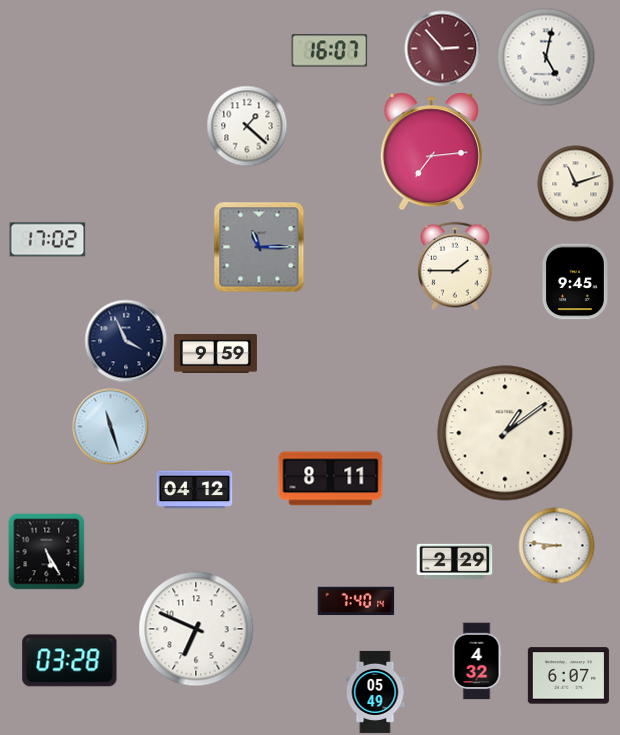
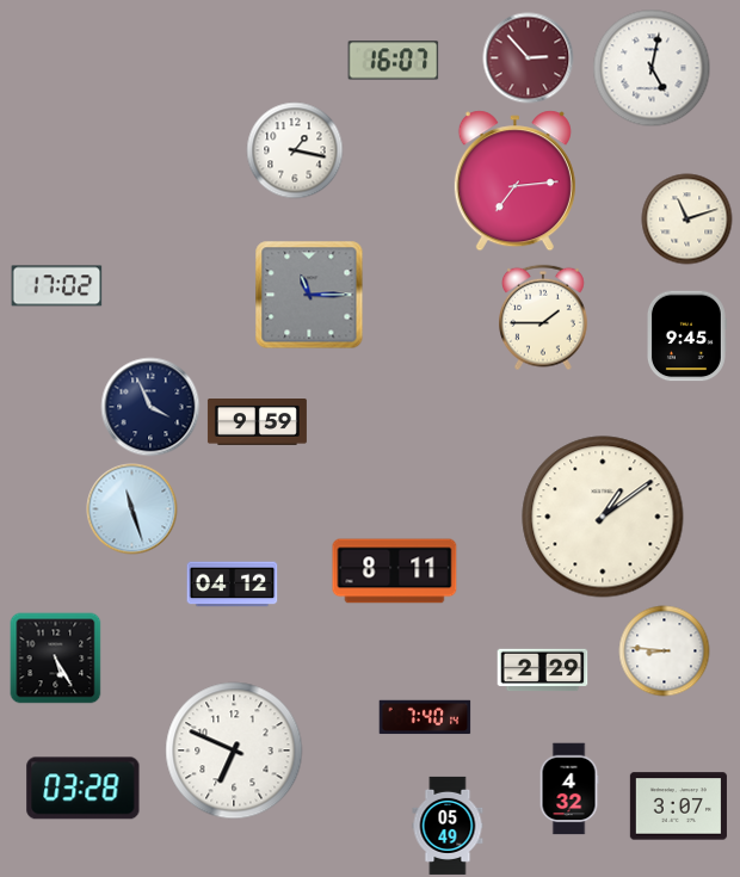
clock at (247, 126): 1:22 -> 1:17
clock at (568, 676): 6:07 -> 3:07
